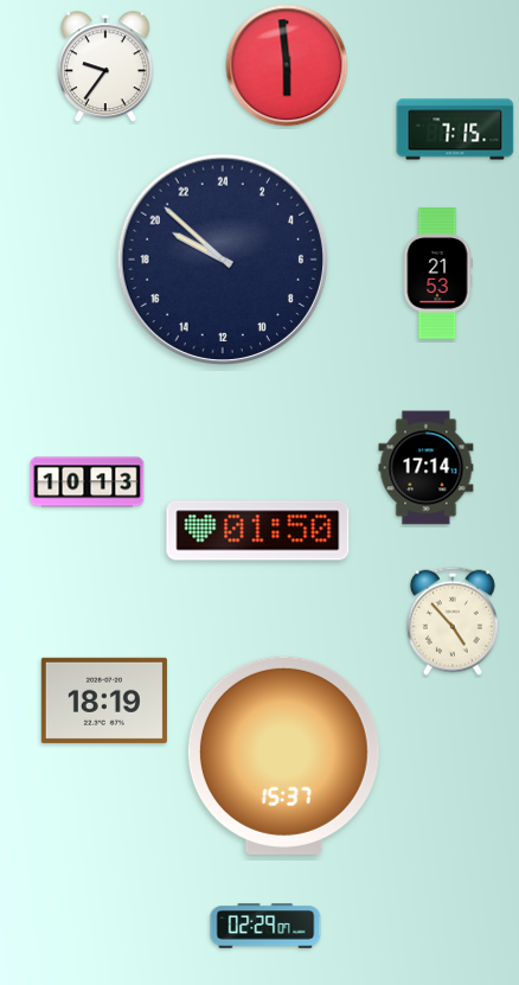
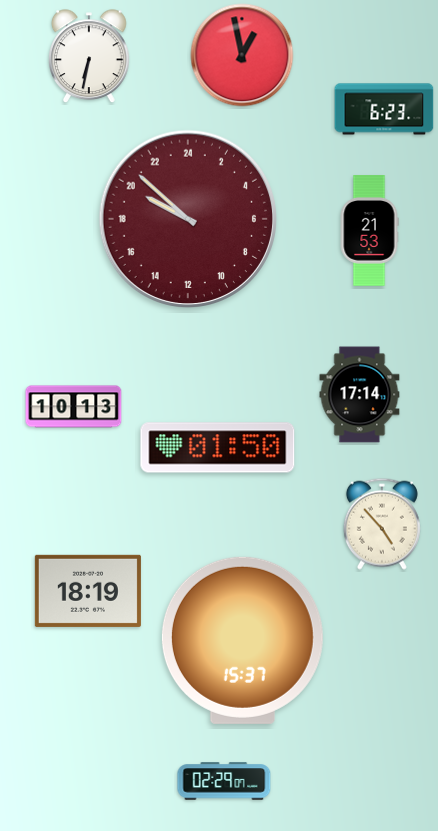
clock at (287, 65): 5:59 -> 12:58
clock at (107, 68): 9:36 -> 6:32
clock at (455, 129): 7:15 -> 6:23
clock at (222, 258) dial: navy -> burgundy
clock at (283, 755) position: (283, 755) -> (242, 640)
